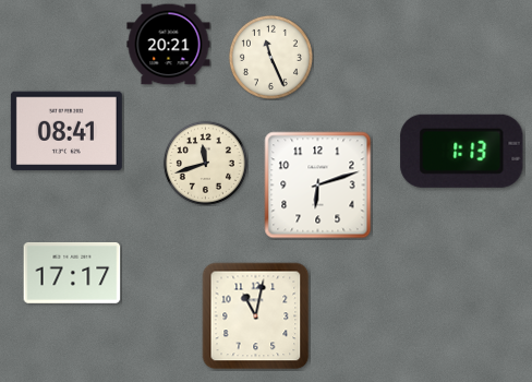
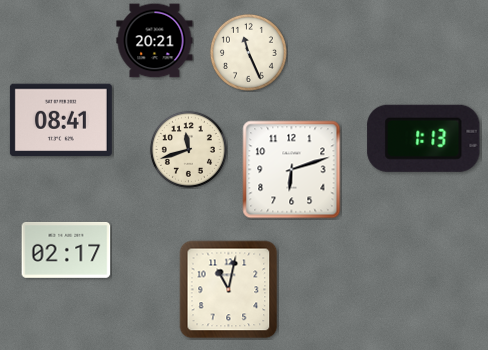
clock at (72, 273): 17:17 -> 02:17
clock at (256, 317) position: (256, 317) -> (229, 290)
